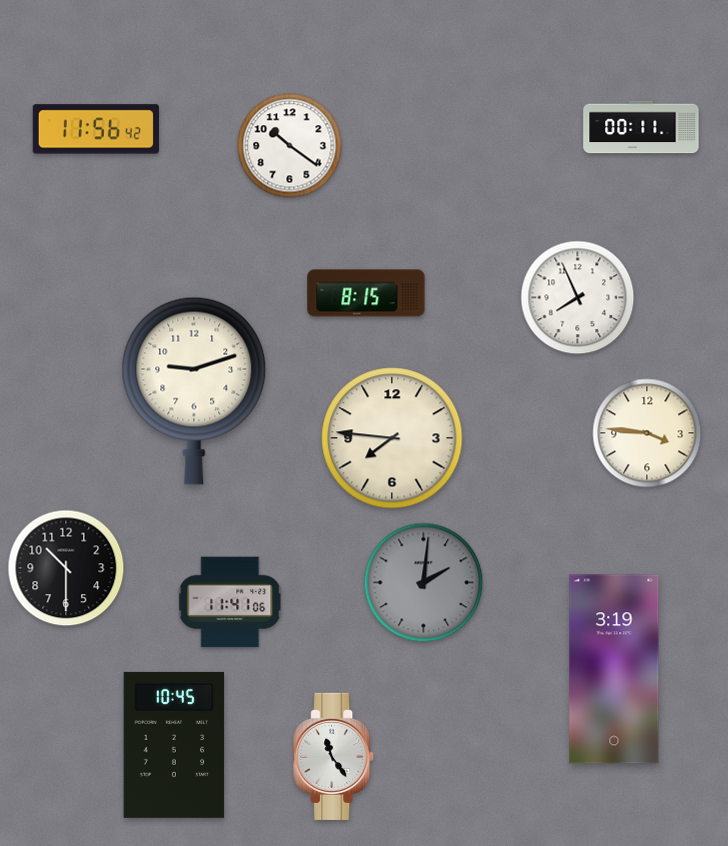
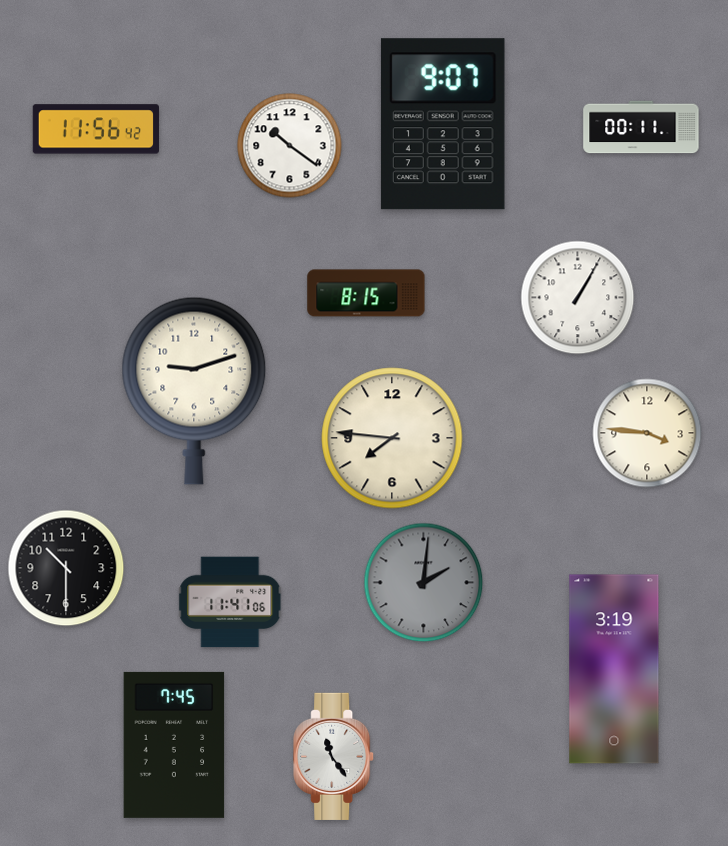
clock at (443, 124): none -> 9:07
clock at (578, 298): 7:56 -> 1:05
clock at (174, 745): 10:45 -> 7:45
